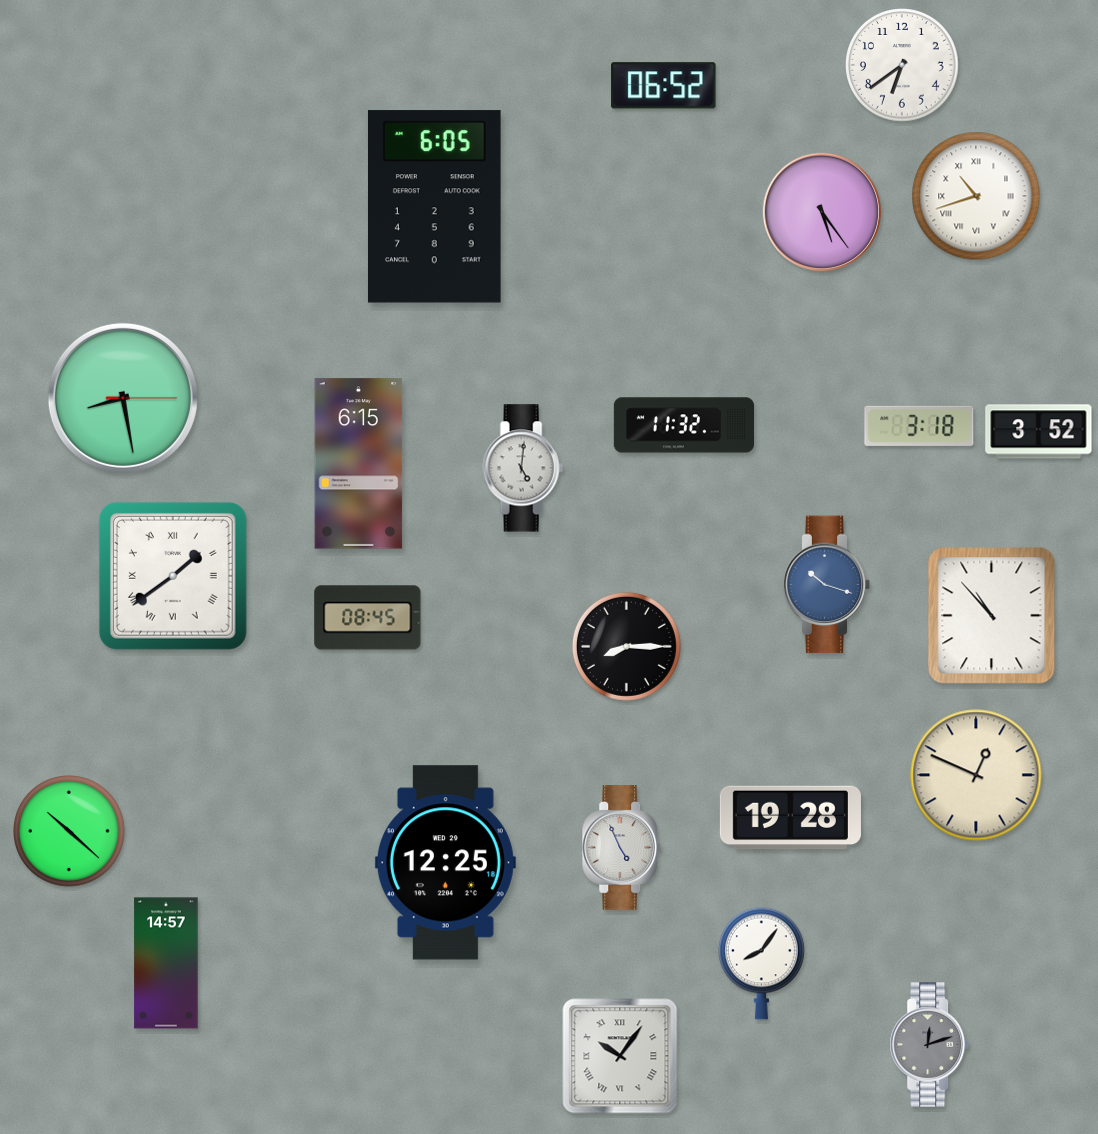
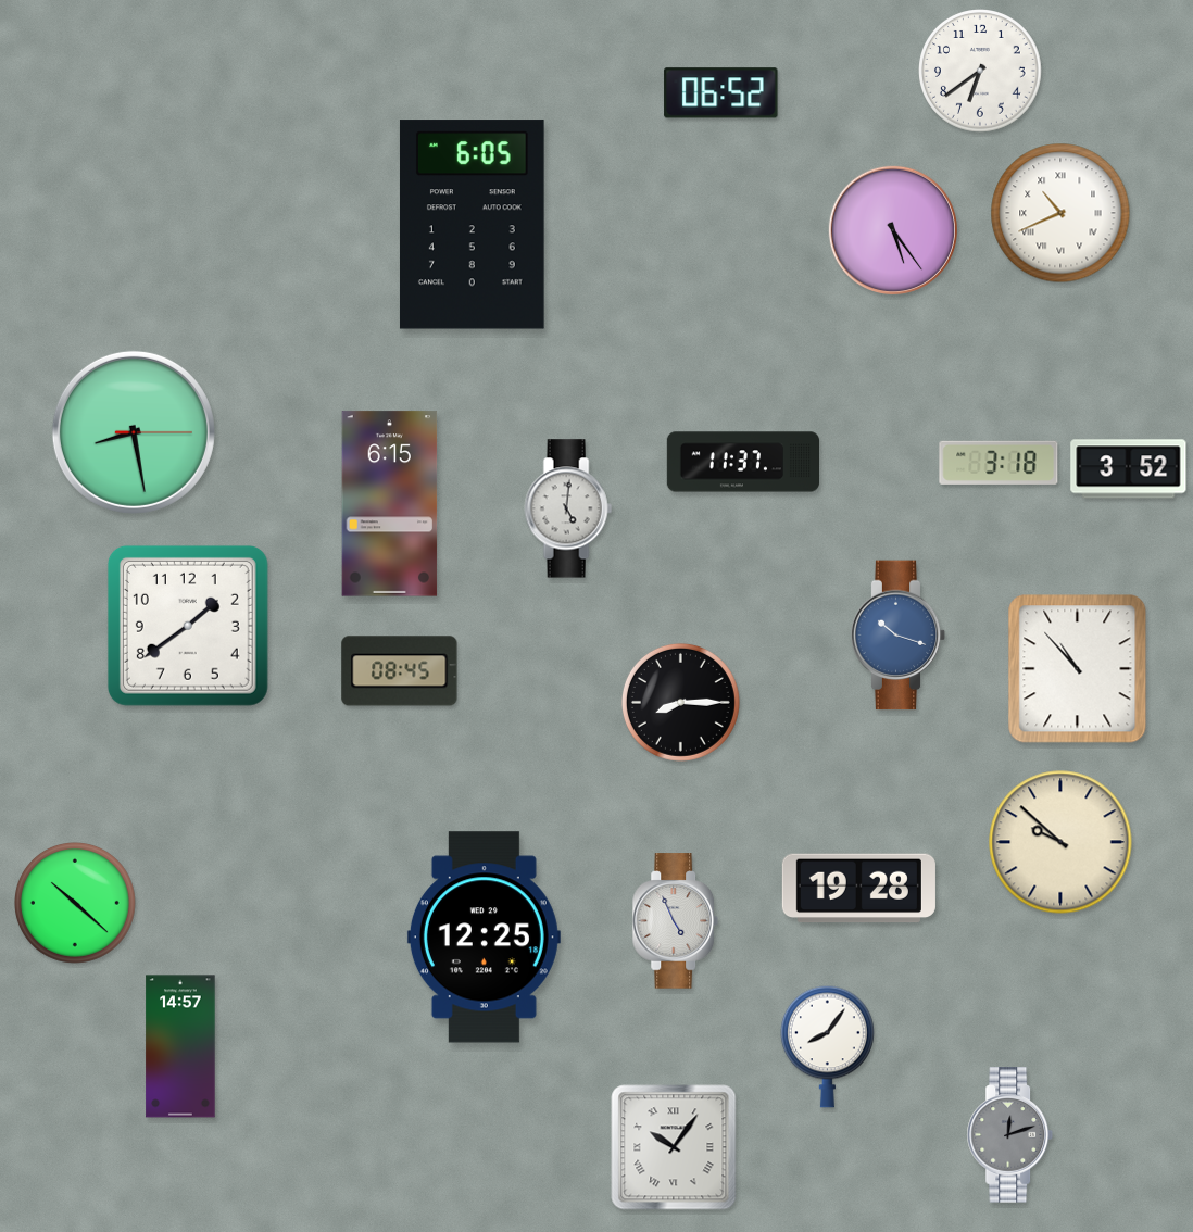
clock at (976, 196): 10:42 -> 10:41
clock at (683, 425): 11:32 -> 11:37
clock at (173, 576) numerals: Roman -> Arabic
clock at (976, 775): 12:49 -> 9:52
